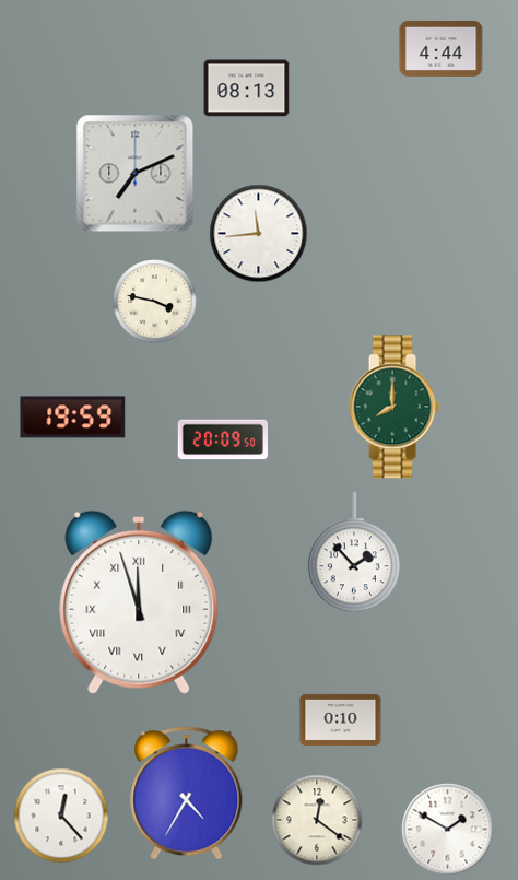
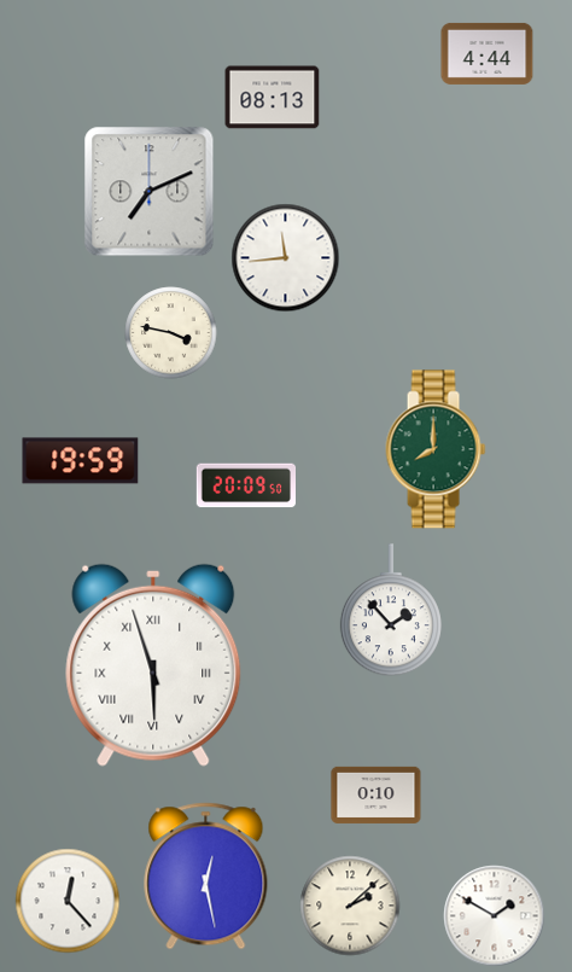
clock at (139, 602): 11:57 -> 5:57
clock at (187, 794): 4:35 -> 12:28
clock at (317, 820): 12:21 -> 2:08
